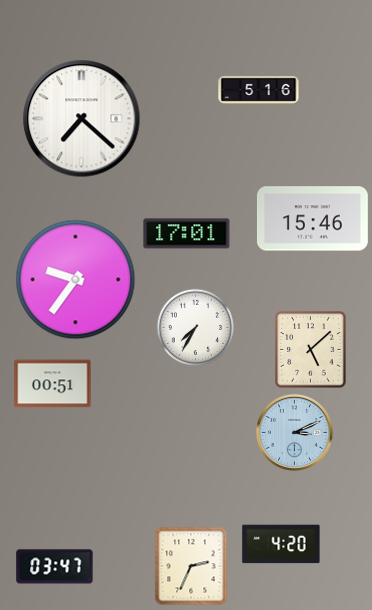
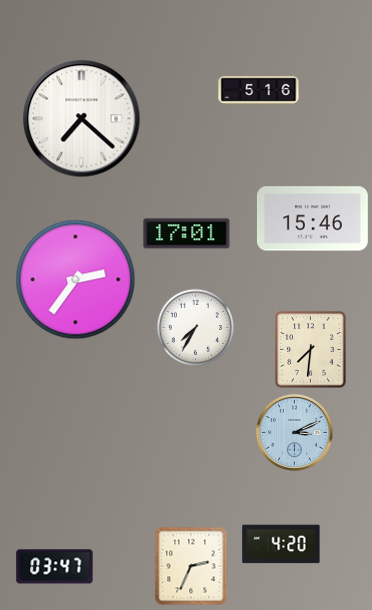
clock at (76, 280): 9:36 -> 2:36
clock at (311, 350): 5:08 -> 7:31
clock at (53, 384): 00:51 -> none
